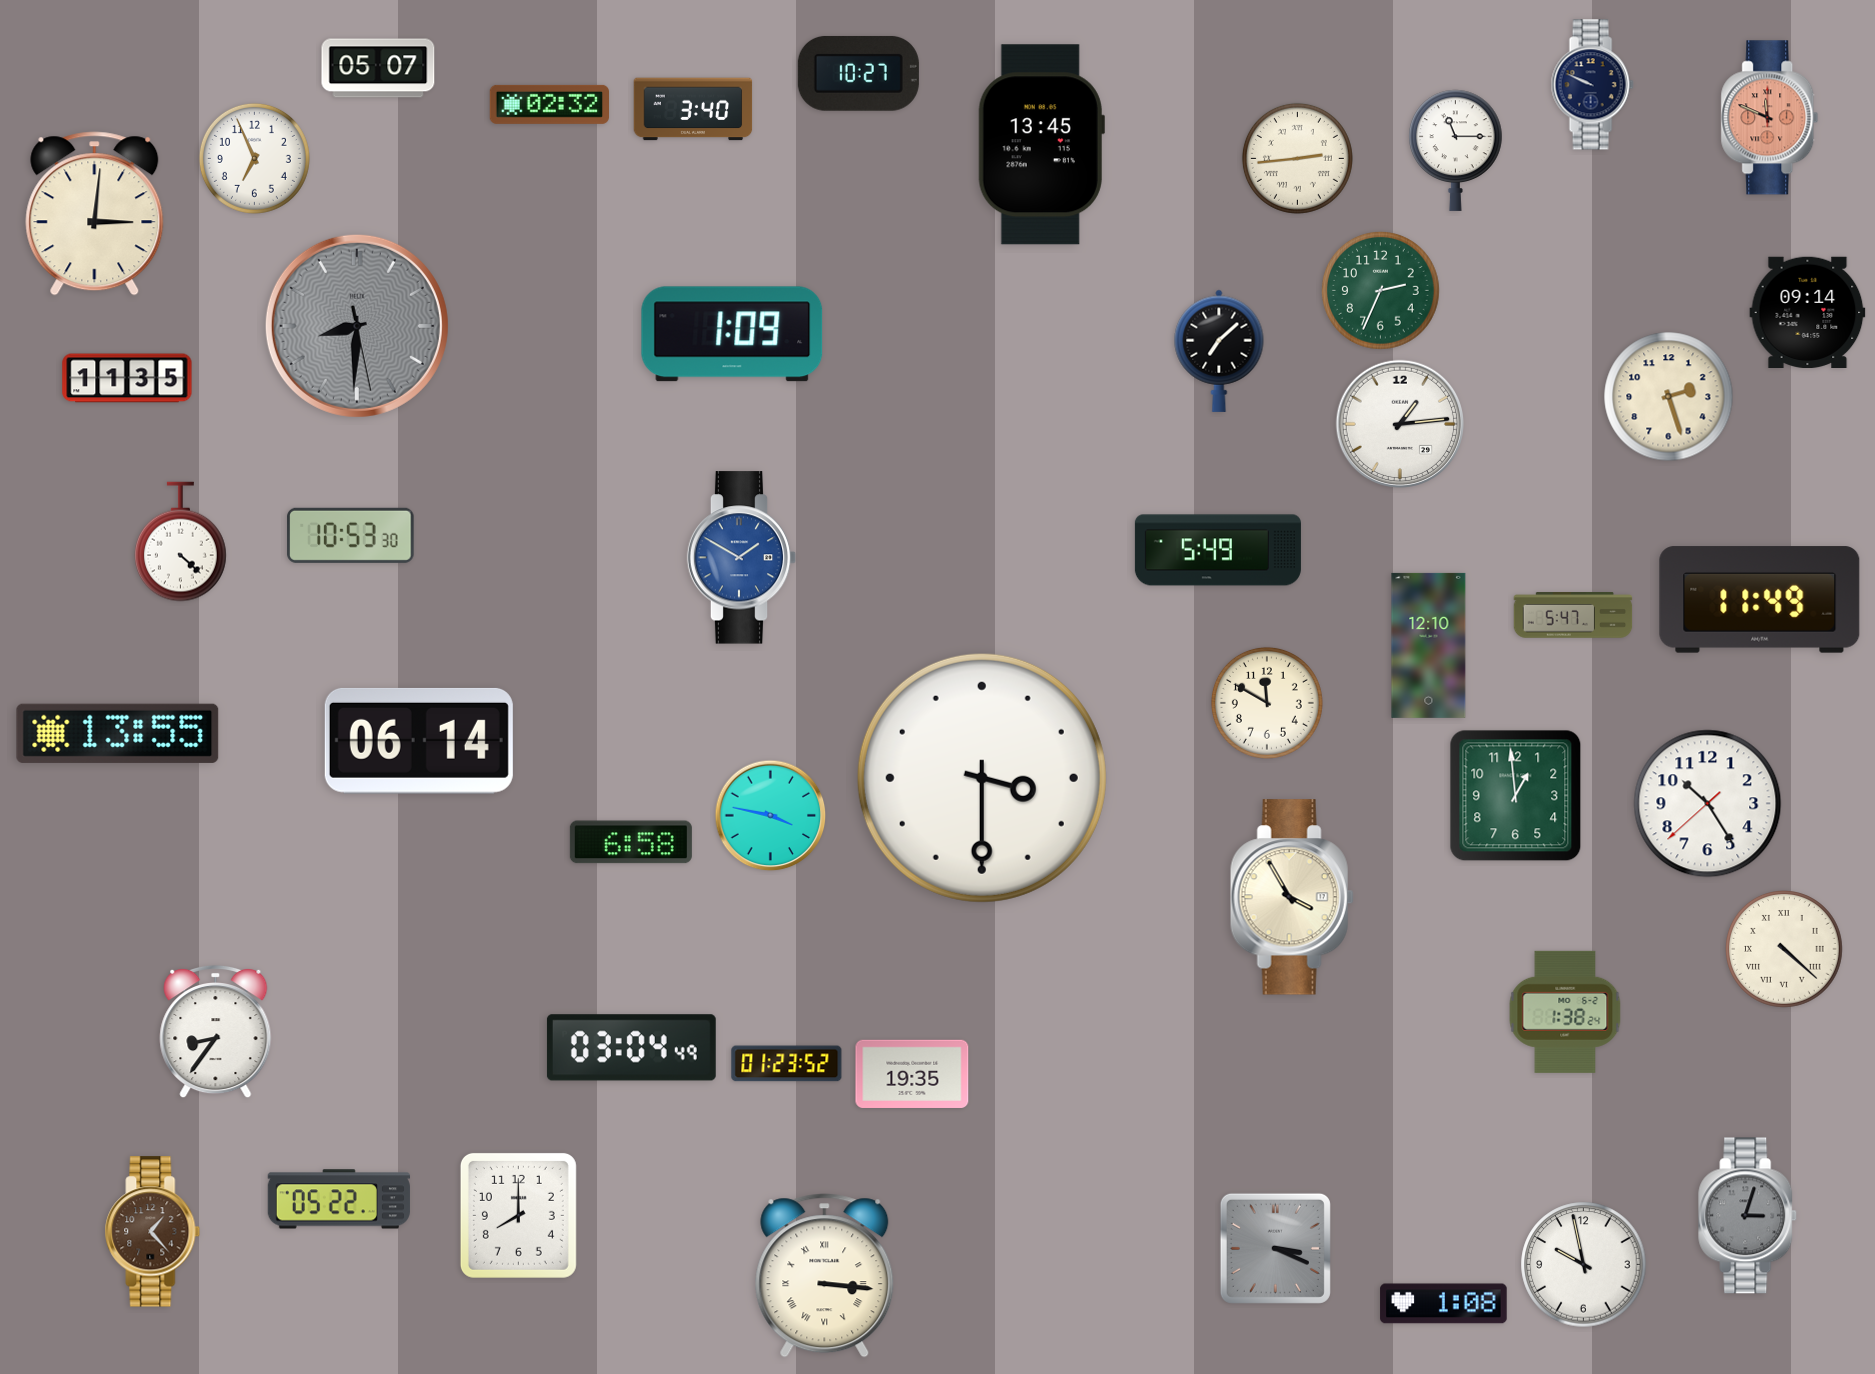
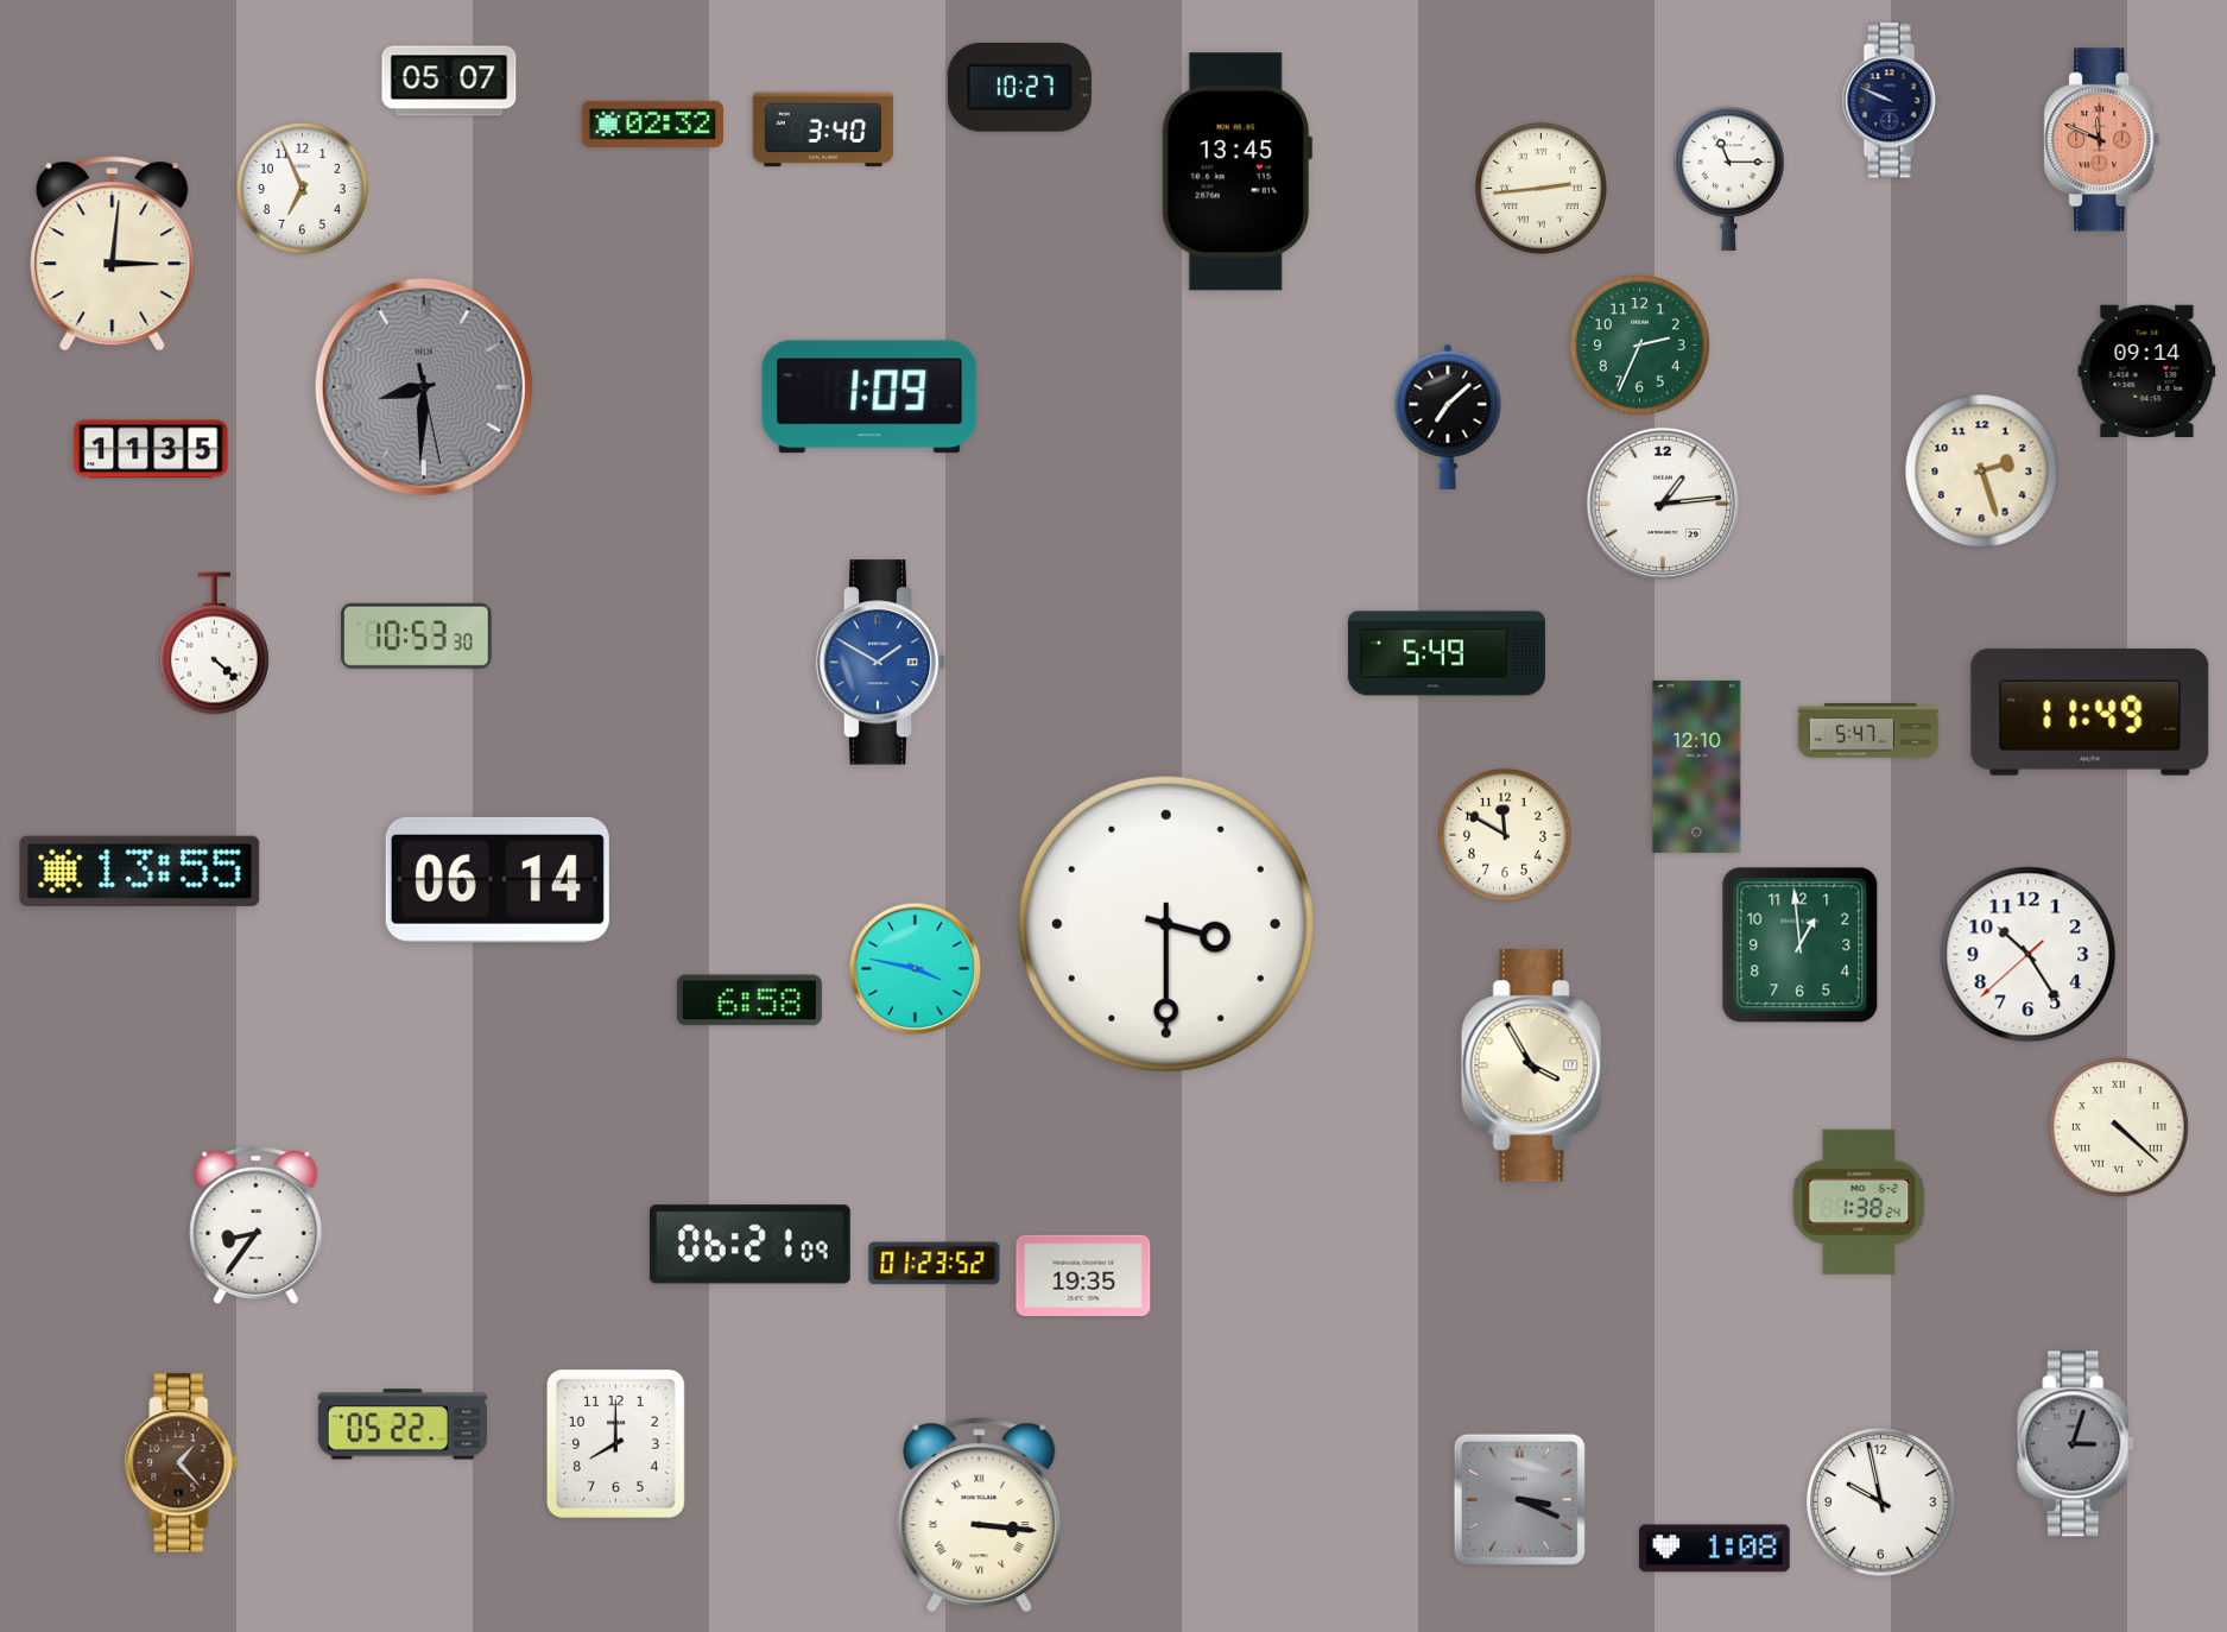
clock at (631, 1048): 03:04 -> 06:21
clock at (1275, 1248) position: (1275, 1248) -> (1519, 1499)
